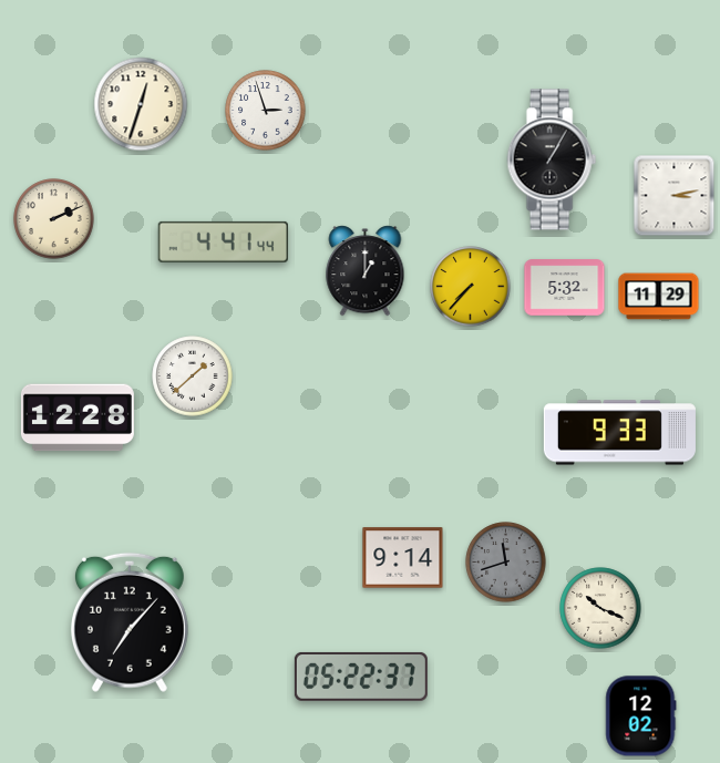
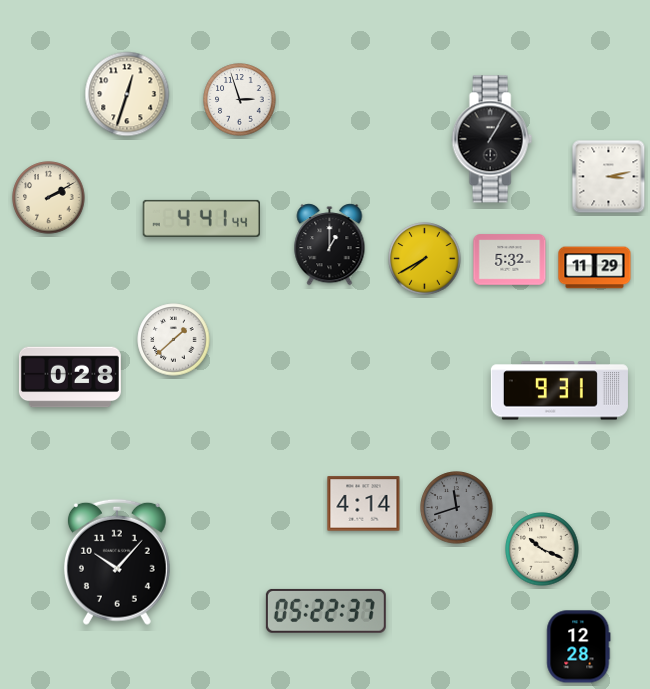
clock at (552, 159) position: (552, 159) -> (492, 139)
clock at (54, 219): 2:11 -> 2:10
clock at (471, 287): 7:37 -> 7:40
clock at (78, 417): 12:28 -> 0:28
clock at (619, 433): 9:33 -> 9:31
clock at (403, 558): 9:14 -> 4:14
clock at (130, 622): 7:07 -> 10:07
clock at (641, 716): 12:02 -> 12:28
